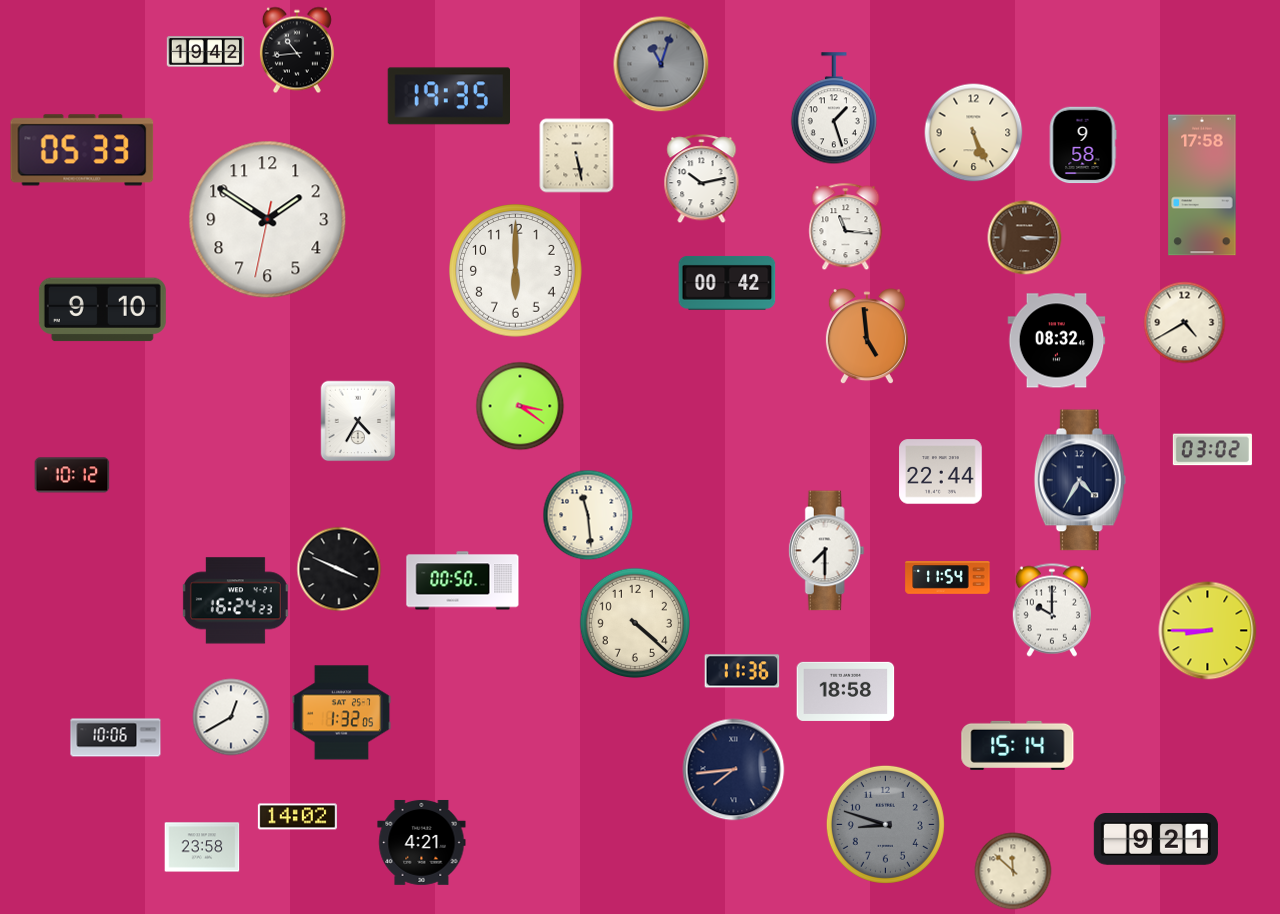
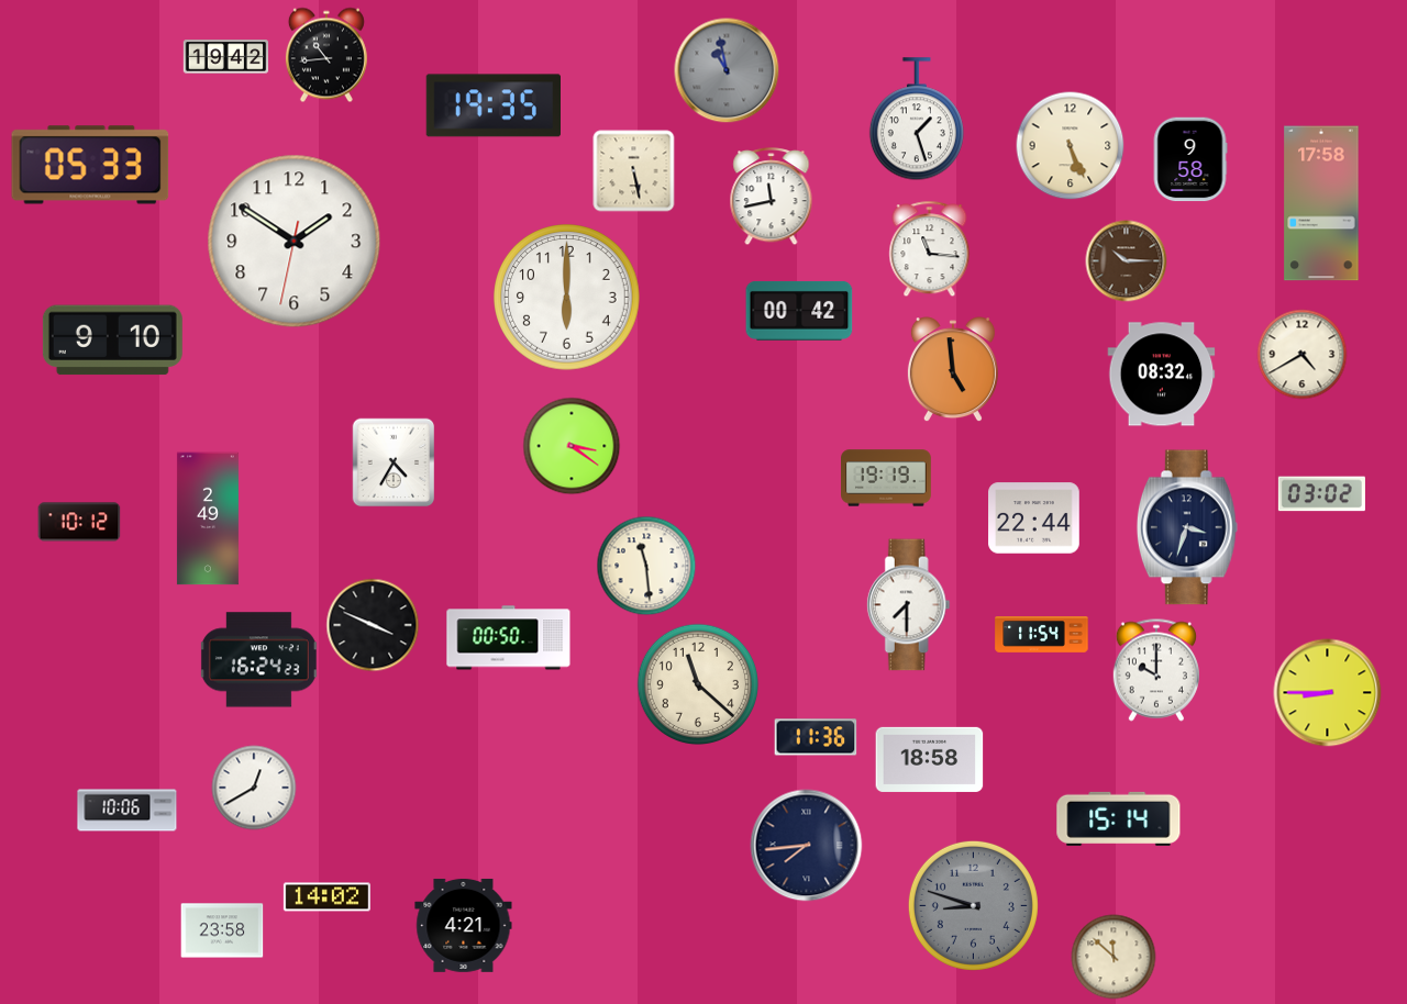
clock at (661, 64): 11:03 -> 10:58
clock at (702, 179): 10:13 -> 11:43
clock at (1025, 238): 3:15 -> 10:15
clock at (887, 478): none -> 19:19
clock at (1212, 450) position: (1212, 450) -> (1321, 494)
clock at (208, 518): none -> 2:49
clock at (1080, 480): 4:35 -> 3:33
clock at (634, 622): 4:22 -> 11:22
clock at (342, 713): 1:32 -> none
clock at (1156, 840): 9:21 -> none
